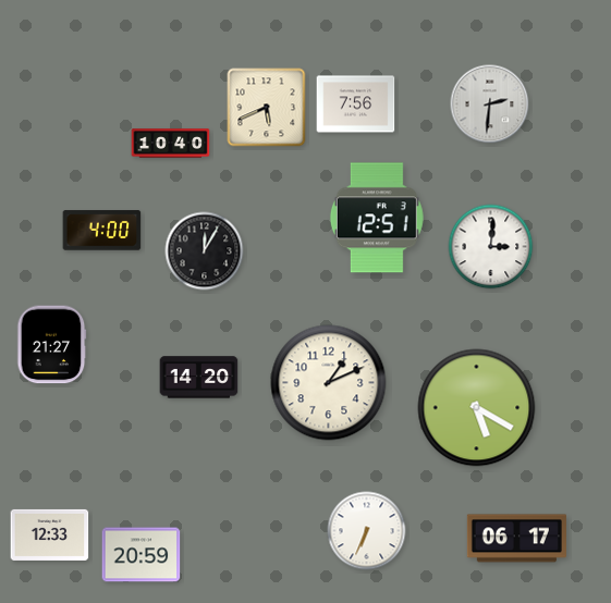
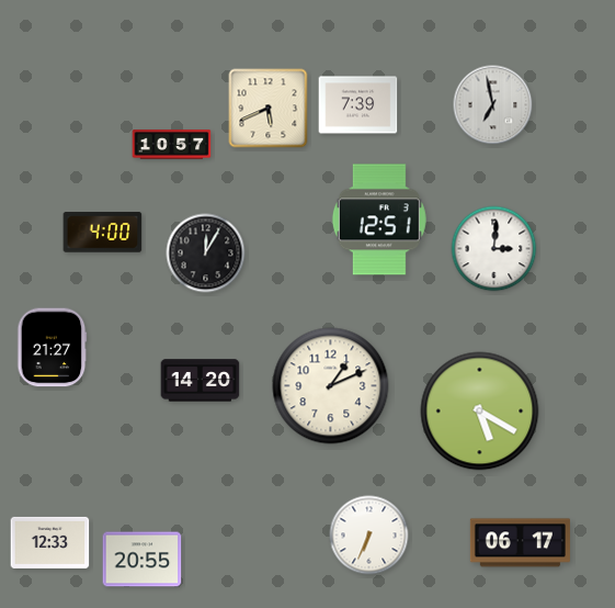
clock at (356, 104): 7:56 -> 7:39
clock at (490, 104): 2:31 -> 6:58
clock at (171, 144): 10:40 -> 10:57
clock at (50, 534) position: (50, 534) -> (50, 542)
clock at (142, 555): 20:59 -> 20:55
